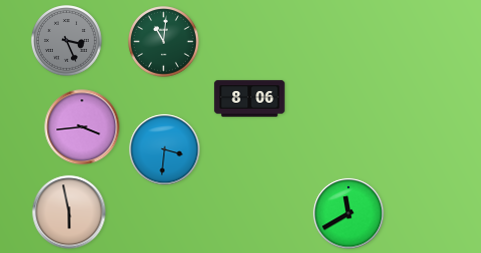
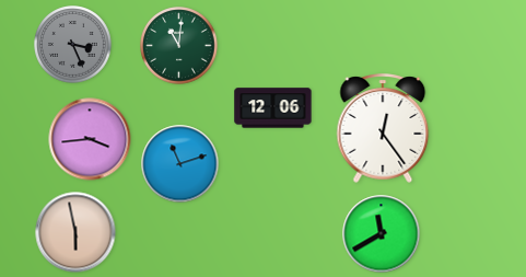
clock at (250, 99): 8:06 -> 12:06
clock at (383, 128): none -> 12:24
clock at (165, 150): 3:31 -> 11:12
